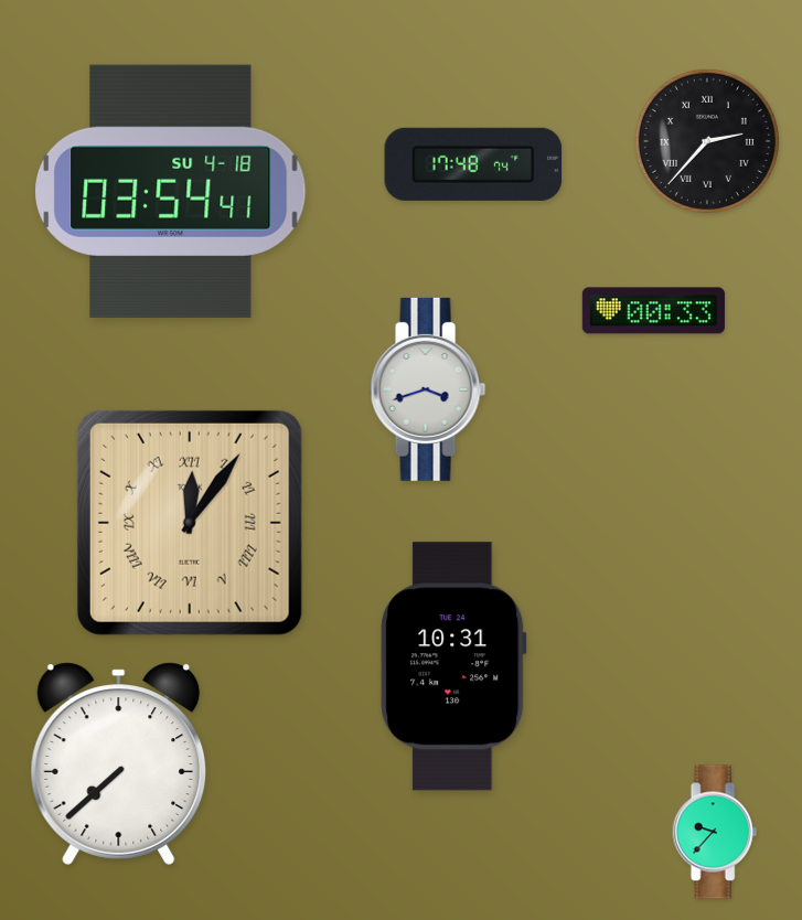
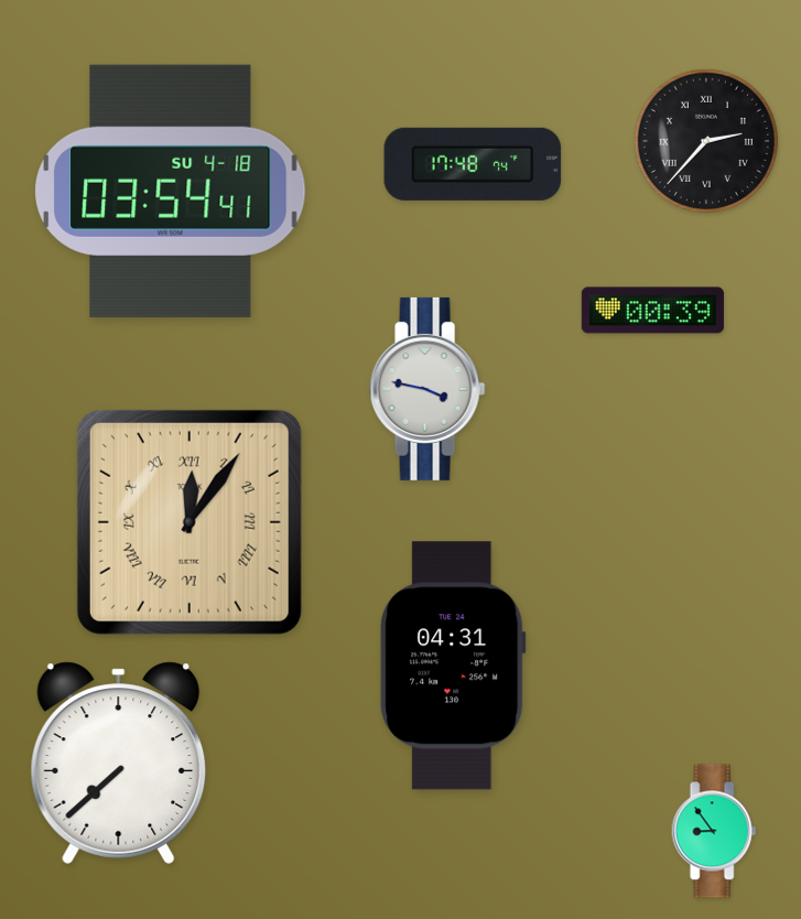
clock at (653, 311): 00:33 -> 00:39
clock at (428, 389): 3:42 -> 3:47
clock at (453, 666): 10:31 -> 04:31
clock at (715, 832): 9:37 -> 8:54
